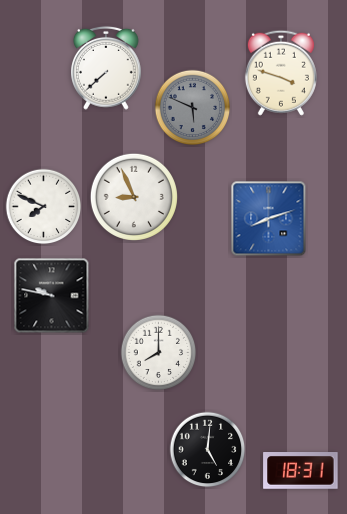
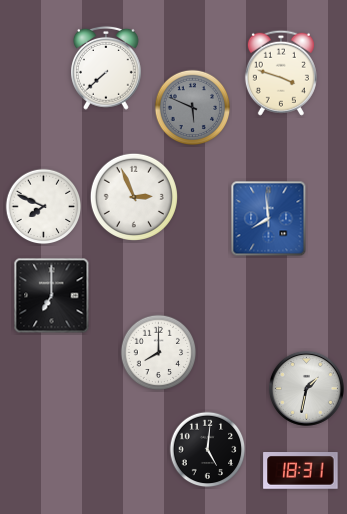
clock at (134, 197): 8:56 -> 2:56
clock at (269, 219): 8:12 -> 7:59
clock at (52, 296): 9:47 -> 7:00
clock at (306, 388): none -> 1:32
